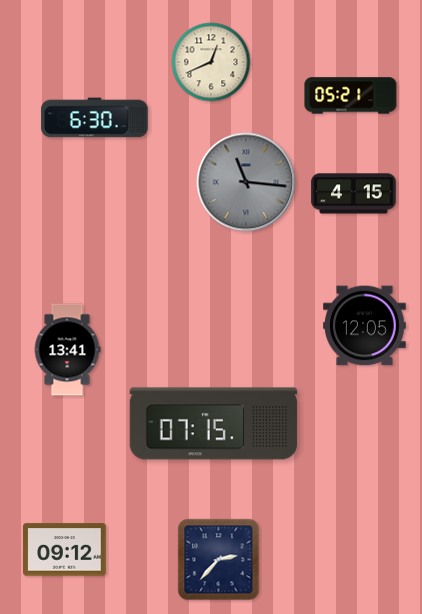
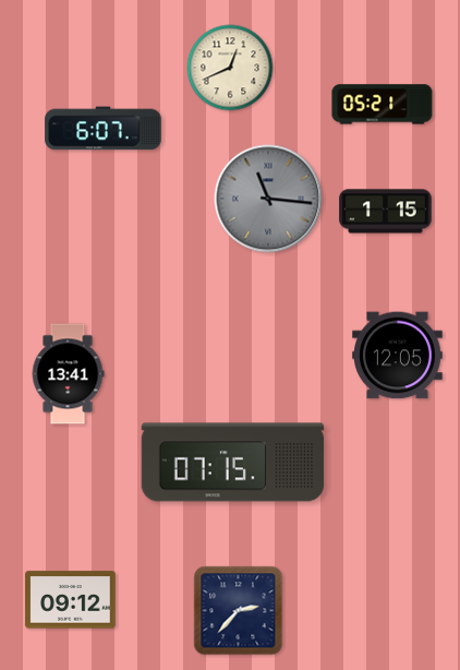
clock at (95, 118): 6:30 -> 6:07
clock at (354, 194): 4:15 -> 1:15
clock at (67, 350) position: (67, 350) -> (68, 374)
